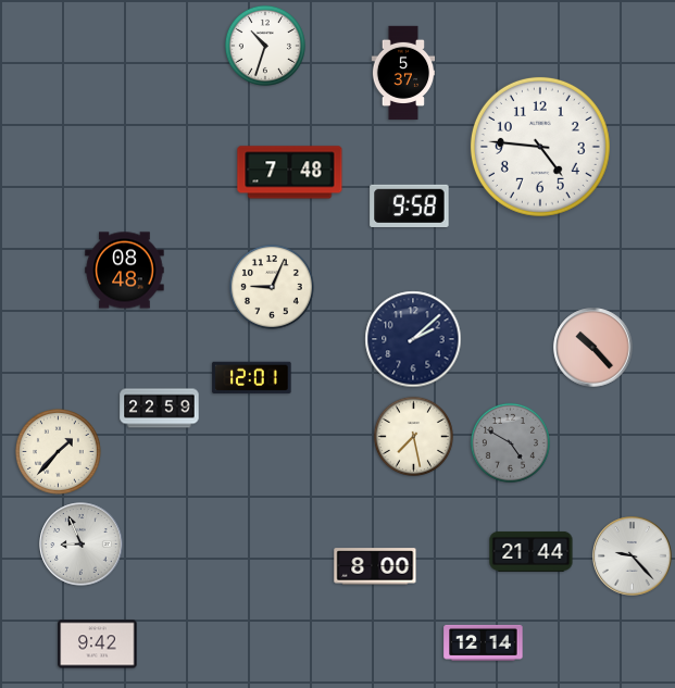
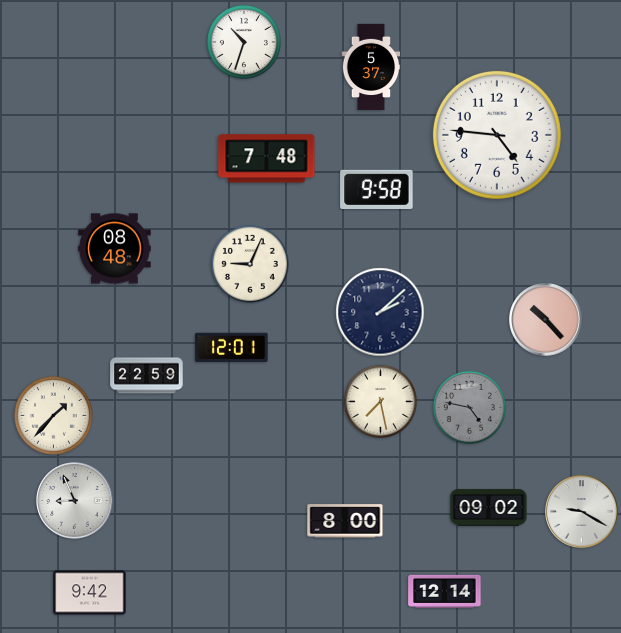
clock at (510, 442): 4:50 -> 4:47
clock at (532, 551): 21:44 -> 09:02
clock at (633, 556): 9:23 -> 9:20
